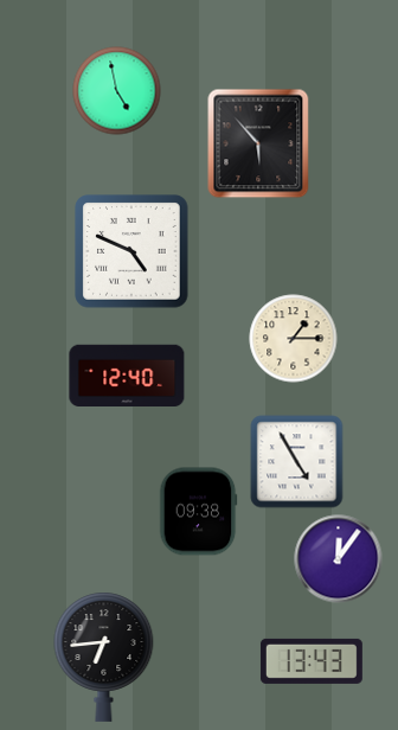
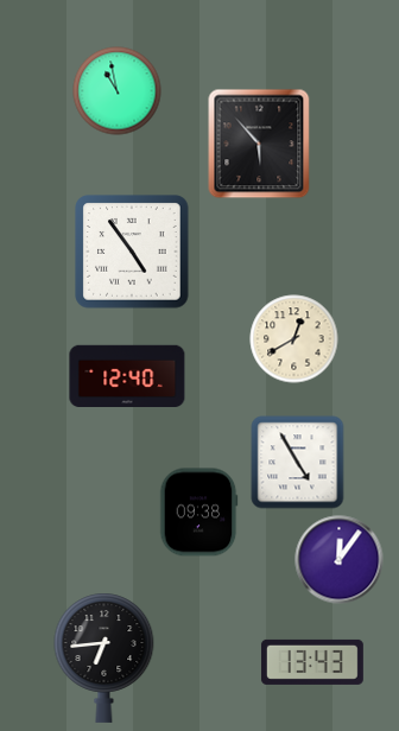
clock at (117, 91): 4:58 -> 10:58
clock at (131, 251): 4:49 -> 4:54
clock at (294, 339): 1:15 -> 12:40
